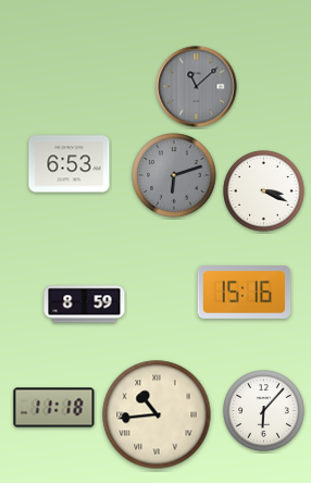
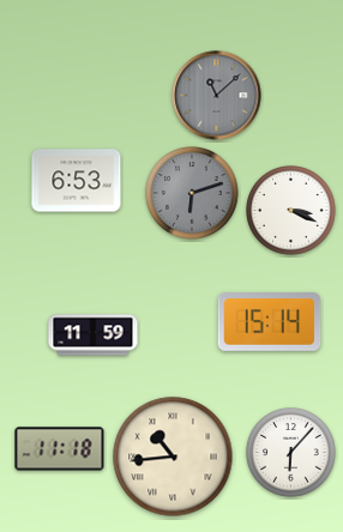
clock at (245, 293): 15:16 -> 15:14
clock at (85, 305): 8:59 -> 11:59
